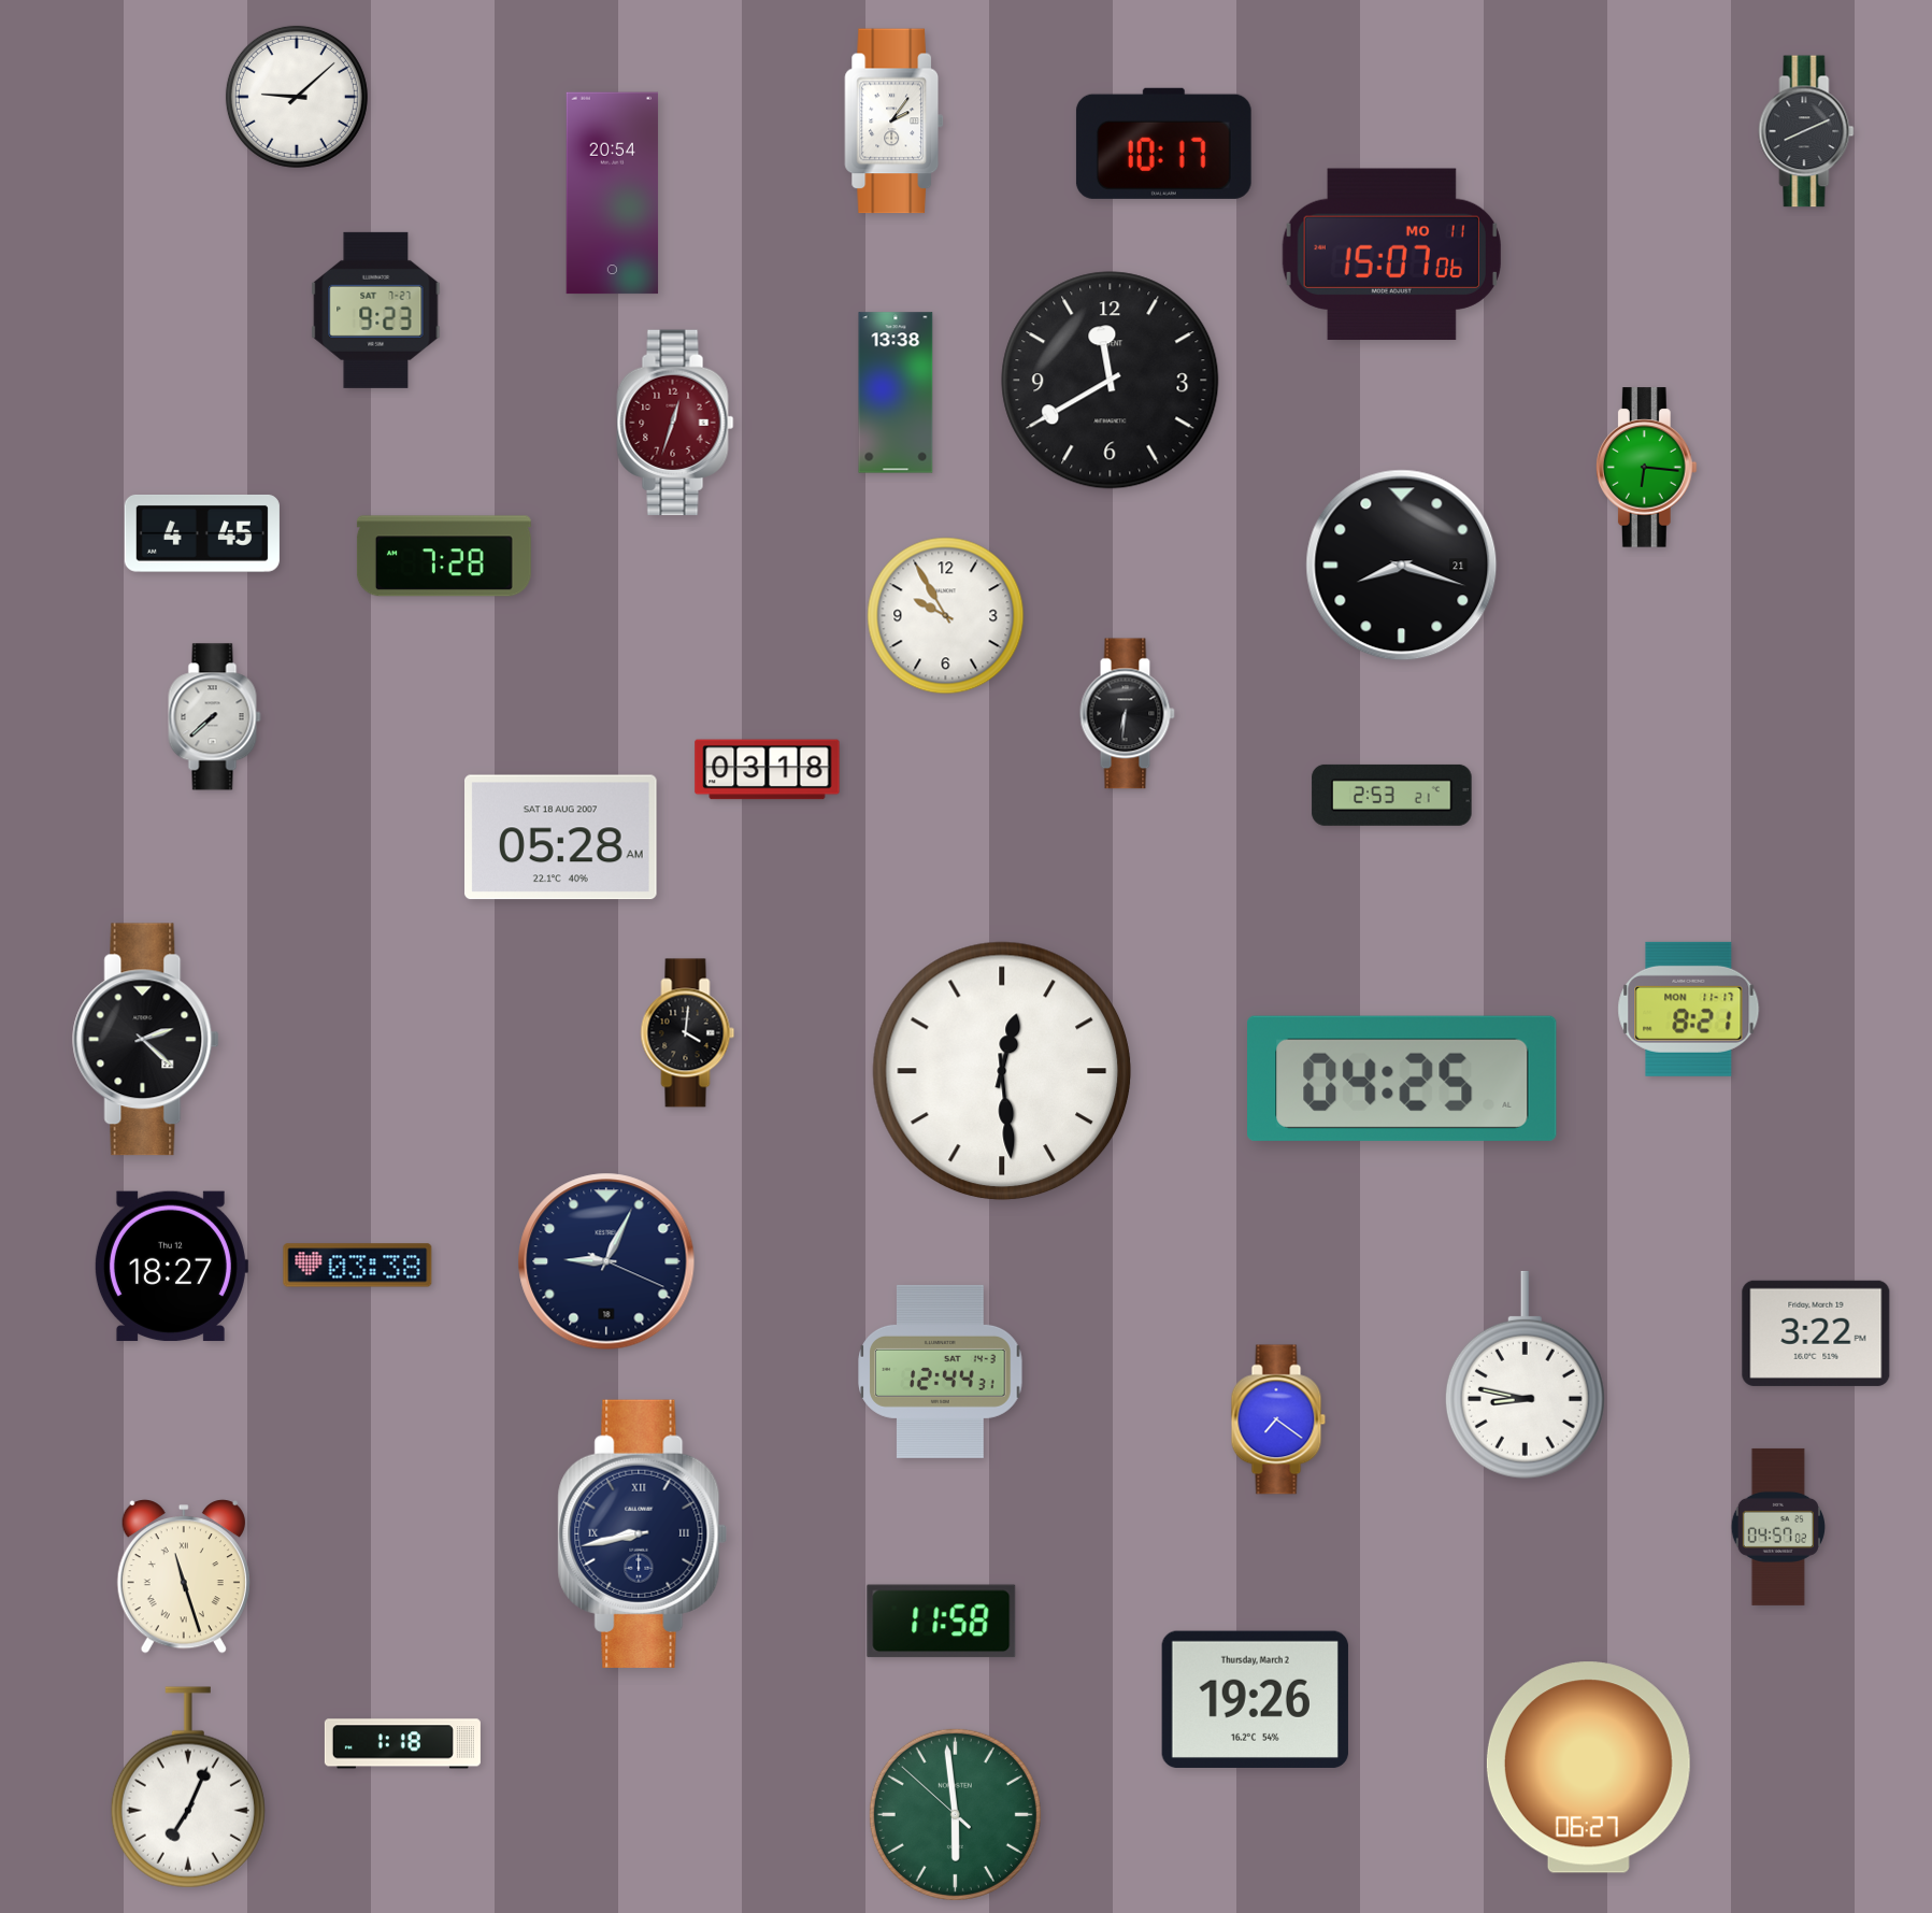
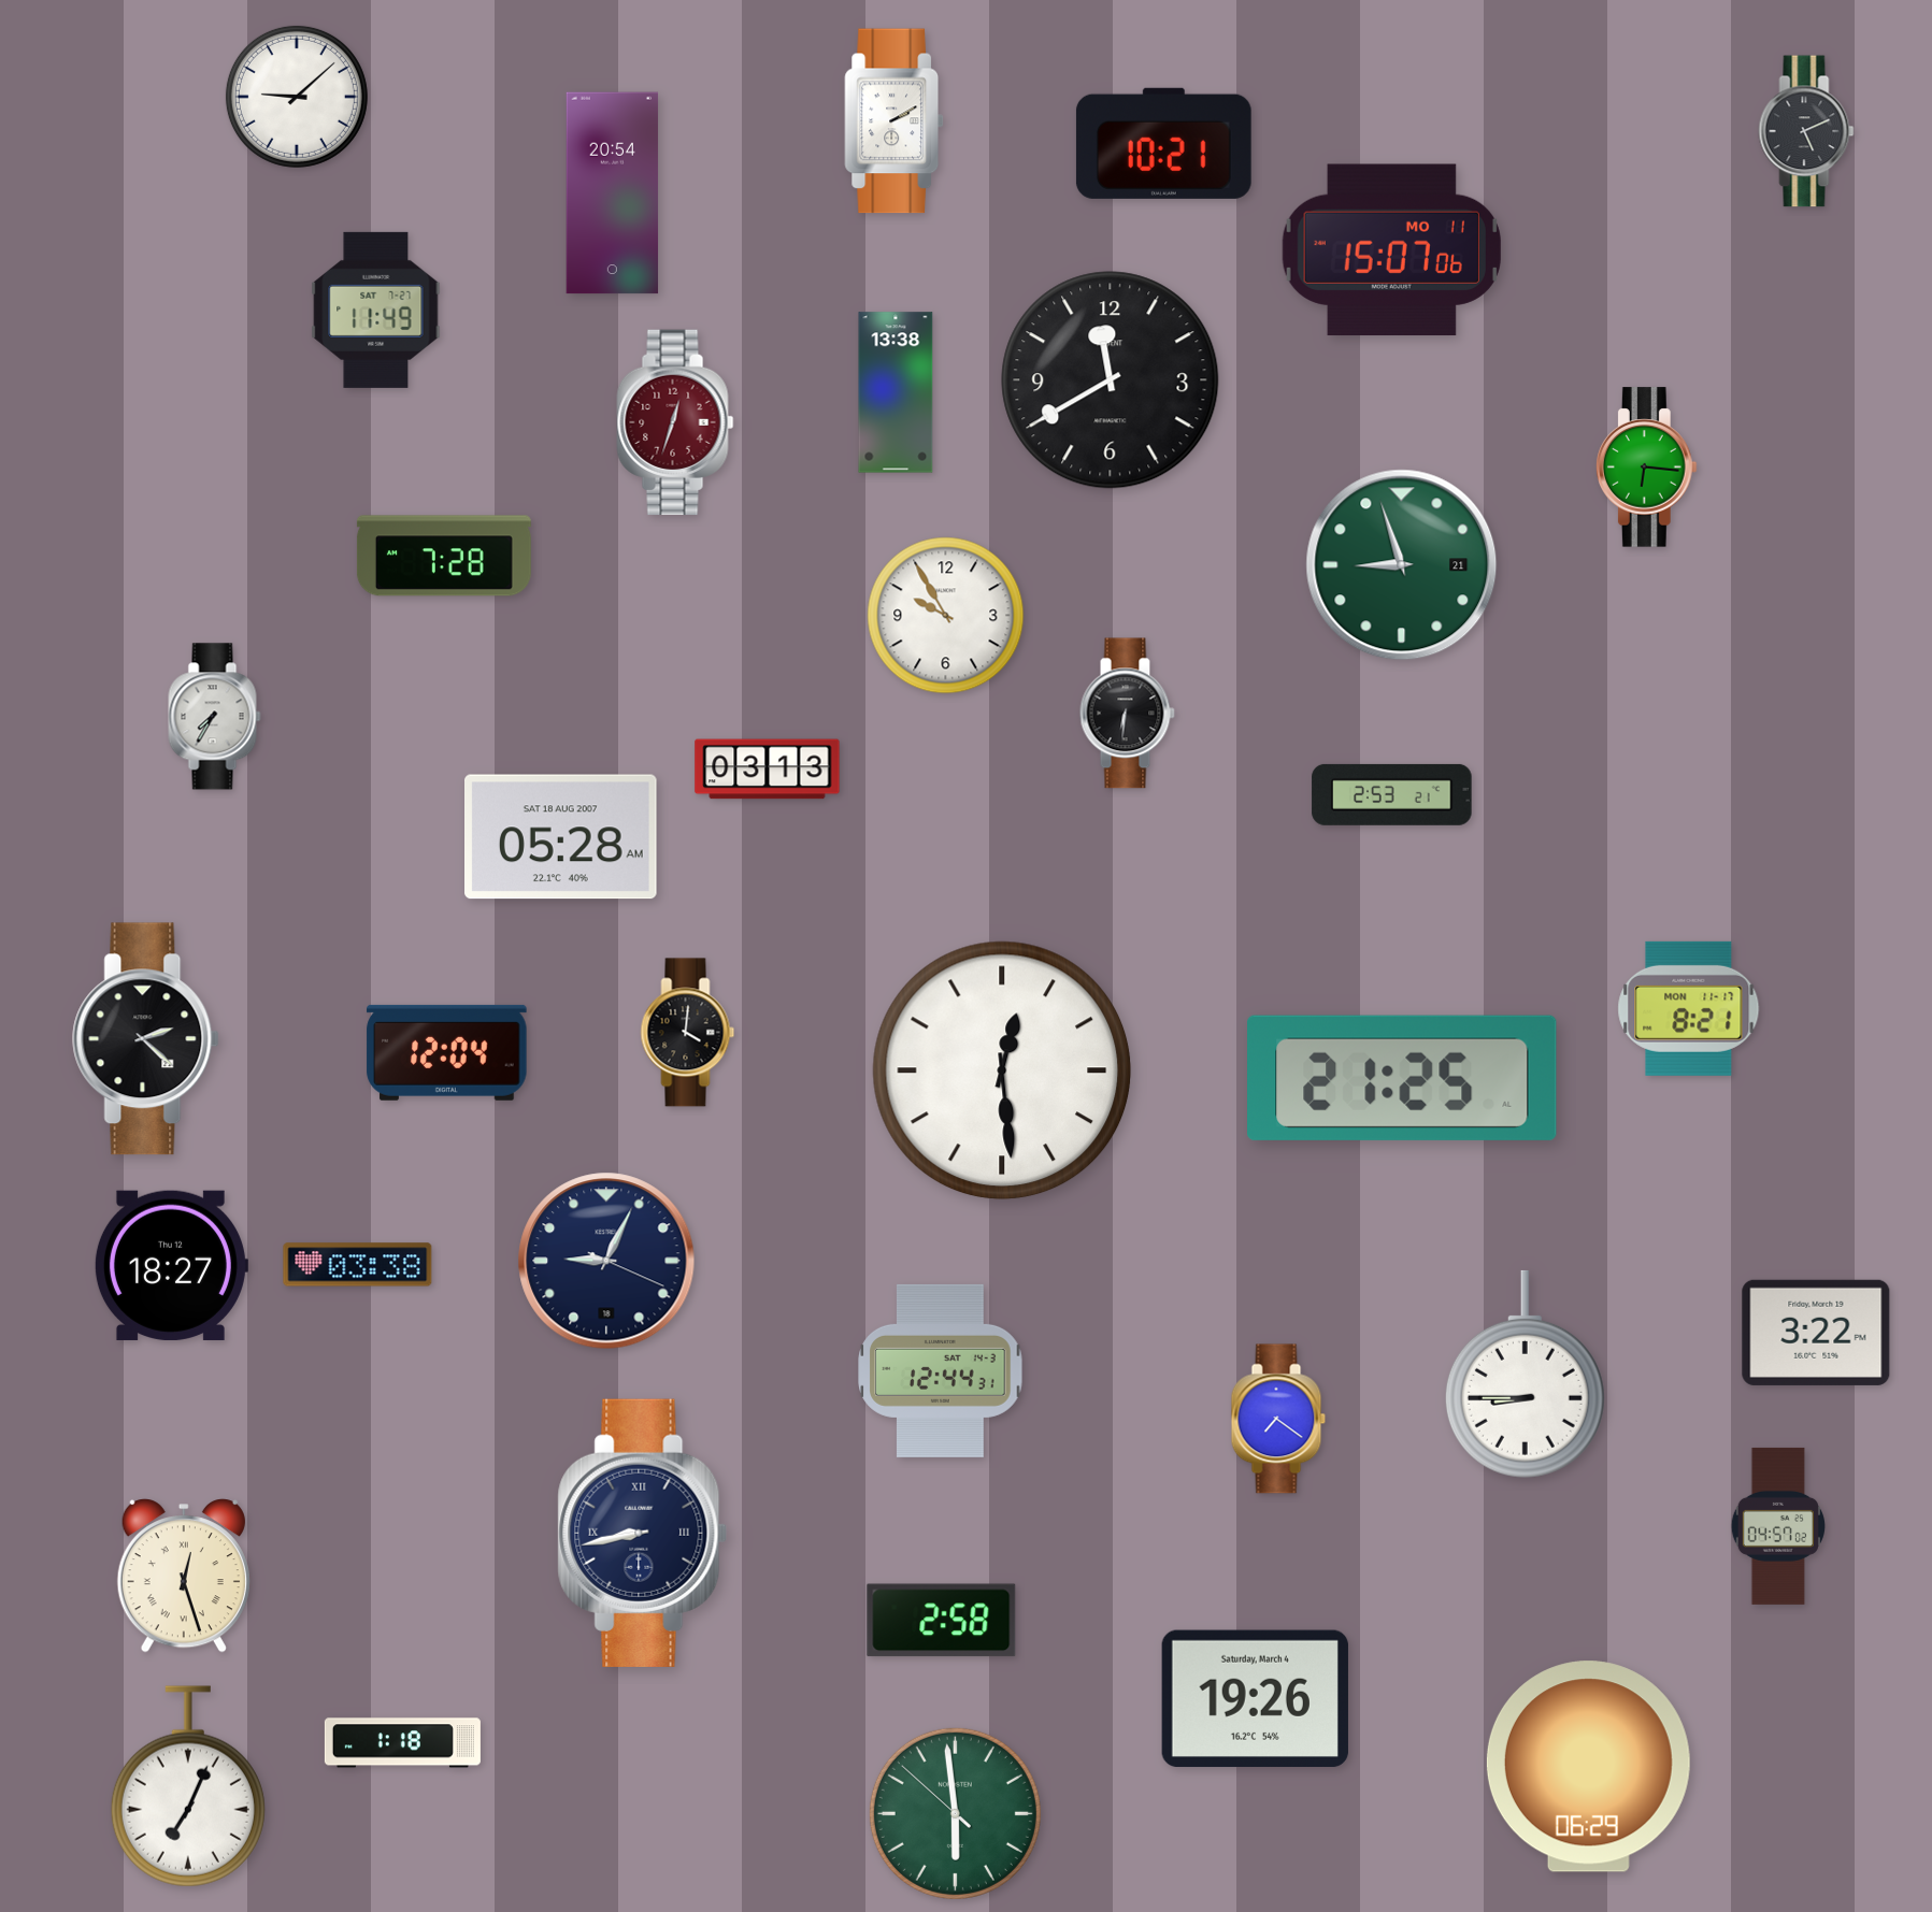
clock at (895, 122): 2:06 -> 2:10
clock at (1806, 131): 8:11 -> 5:11
clock at (1163, 143): 10:17 -> 10:21
clock at (1391, 255) position: (1391, 255) -> (1391, 250)
clock at (376, 310): 9:23 -> 11:49
clock at (202, 533): 4:45 -> none
clock at (1402, 566): 8:18 -> 8:57
clock at (1402, 566) dial: black -> green
clock at (215, 717): 7:38 -> 7:35
clock at (768, 770): 03:18 -> 03:13
clock at (447, 1052): none -> 12:04
clock at (1402, 1079): 04:25 -> 21:25
clock at (1525, 1374): 8:47 -> 8:45
clock at (184, 1576): 11:27 -> 12:27
clock at (942, 1622): 11:58 -> 2:58
clock at (1255, 1699) date: Thursday, March 2 -> Saturday, March 4
clock at (1588, 1768): 06:27 -> 06:29
